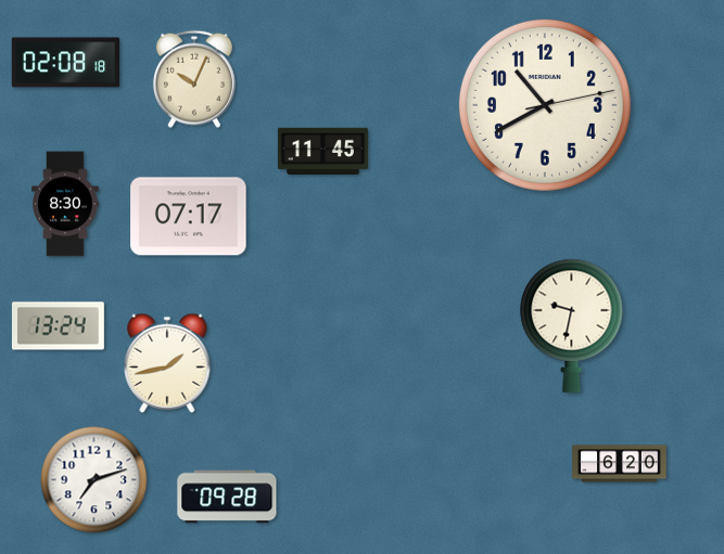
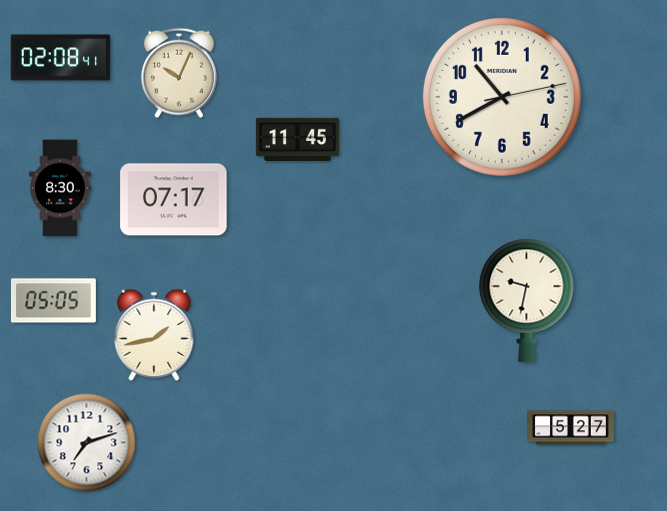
clock at (66, 63): 02:08:18 -> 02:08:41
clock at (58, 326): 13:24 -> 05:05
clock at (620, 464): 6:20 -> 5:27
clock at (227, 497): 09:28 -> none
